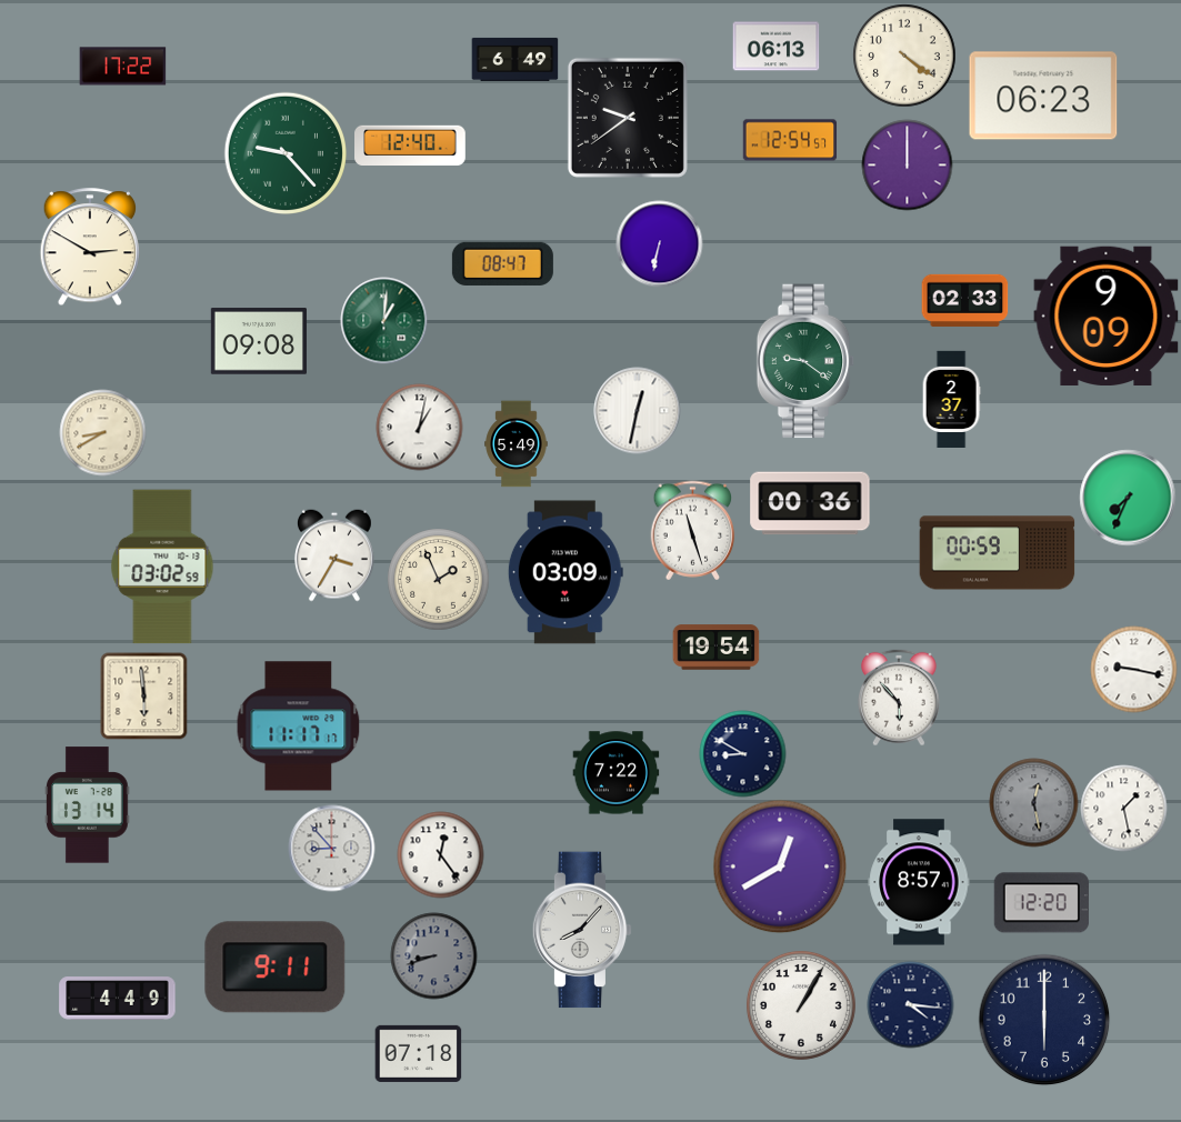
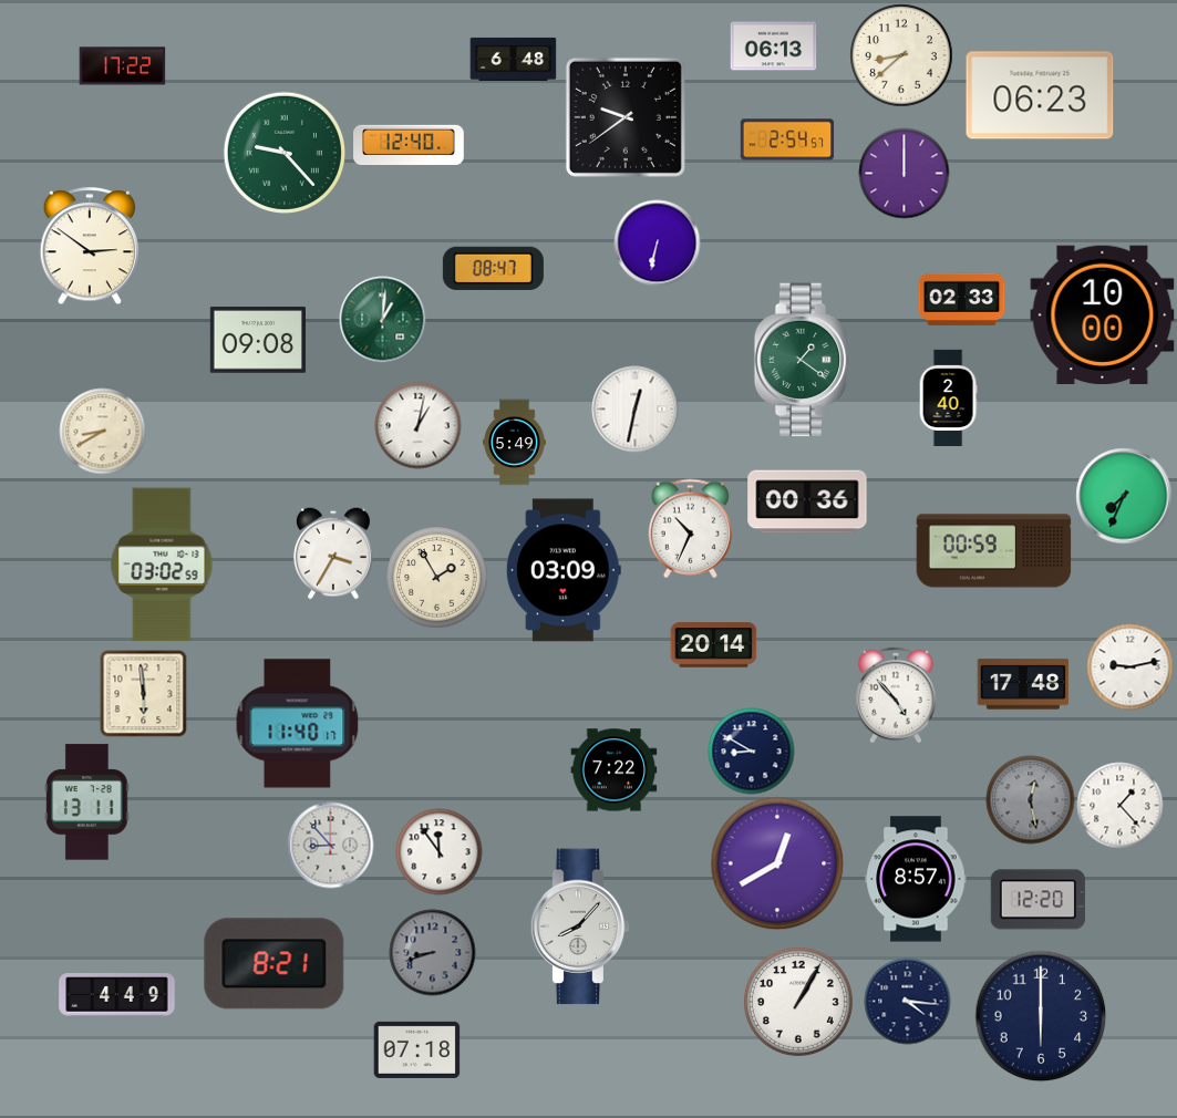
clock at (904, 56): 4:21 -> 8:38
clock at (514, 59): 6:49 -> 6:48
clock at (790, 140): 12:54 -> 2:54
clock at (907, 164) position: (907, 164) -> (904, 173)
clock at (89, 247): 2:50 -> 2:51
clock at (502, 263) position: (502, 263) -> (493, 268)
clock at (1107, 315): 9:09 -> 10:00
clock at (805, 361): 9:21 -> 1:21
clock at (951, 399): 2:37 -> 2:40
clock at (693, 530): 11:27 -> 10:34
clock at (438, 579): 1:56 -> 1:55
clock at (715, 648): 19:54 -> 20:14
clock at (1133, 669): 9:17 -> 9:13
clock at (1023, 684): none -> 17:48
clock at (899, 698): 5:53 -> 4:53
clock at (299, 727): 11:17 -> 11:40
clock at (742, 753) position: (742, 753) -> (751, 750)
clock at (88, 805): 13:14 -> 13:11
clock at (1123, 808): 1:28 -> 1:23
clock at (440, 854): 12:24 -> 11:54
clock at (276, 968): 9:11 -> 8:21
